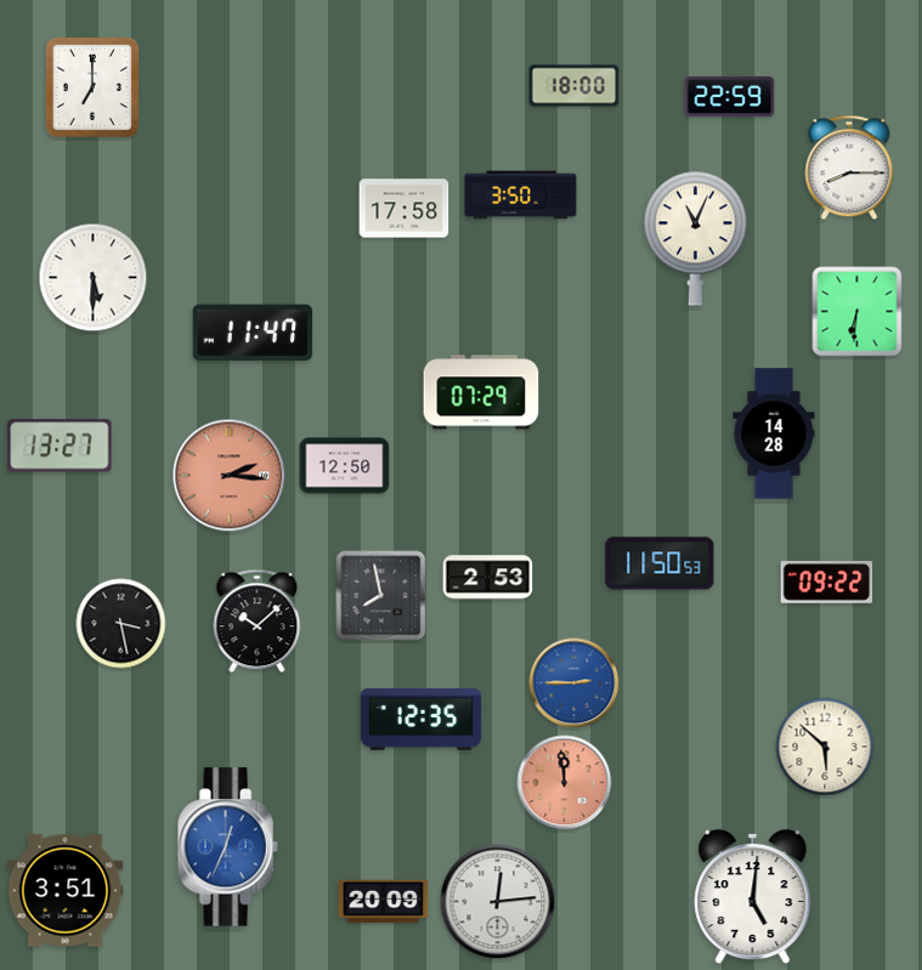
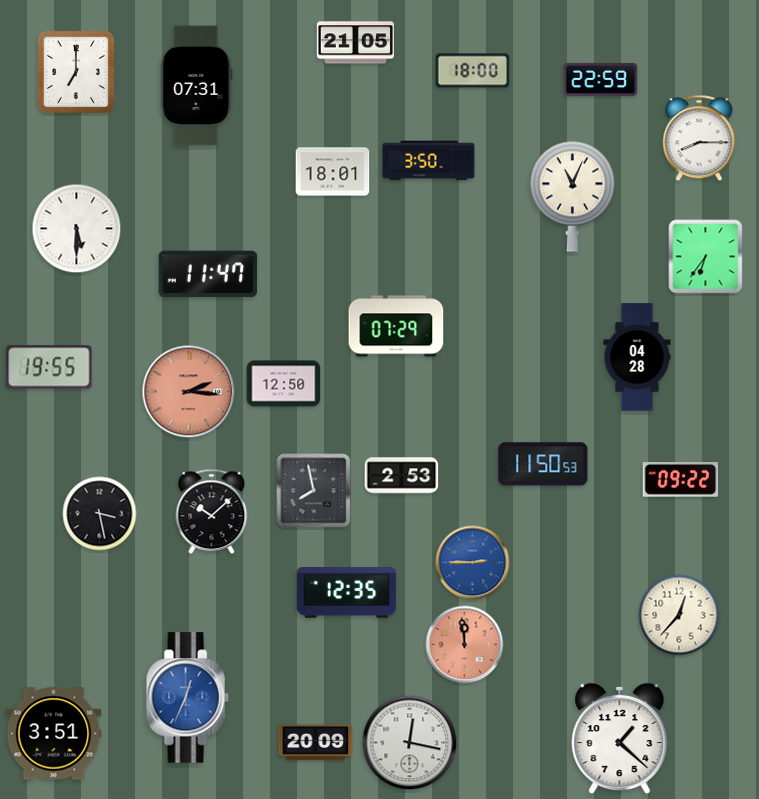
clock at (355, 43): none -> 21:05
clock at (197, 86): none -> 07:31
clock at (405, 209): 17:58 -> 18:01
clock at (858, 312): 6:31 -> 6:36
clock at (481, 392) position: (481, 392) -> (396, 326)
clock at (774, 433): 14:28 -> 04:28
clock at (60, 446): 13:27 -> 19:55
clock at (825, 747): 5:52 -> 12:37
clock at (753, 897): 5:01 -> 1:22
clock at (498, 902): 12:14 -> 12:17
